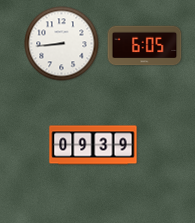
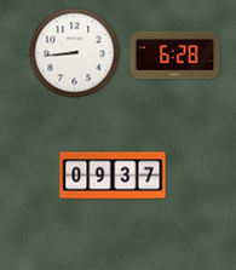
clock at (145, 46): 6:05 -> 6:28
clock at (93, 145): 09:39 -> 09:37
